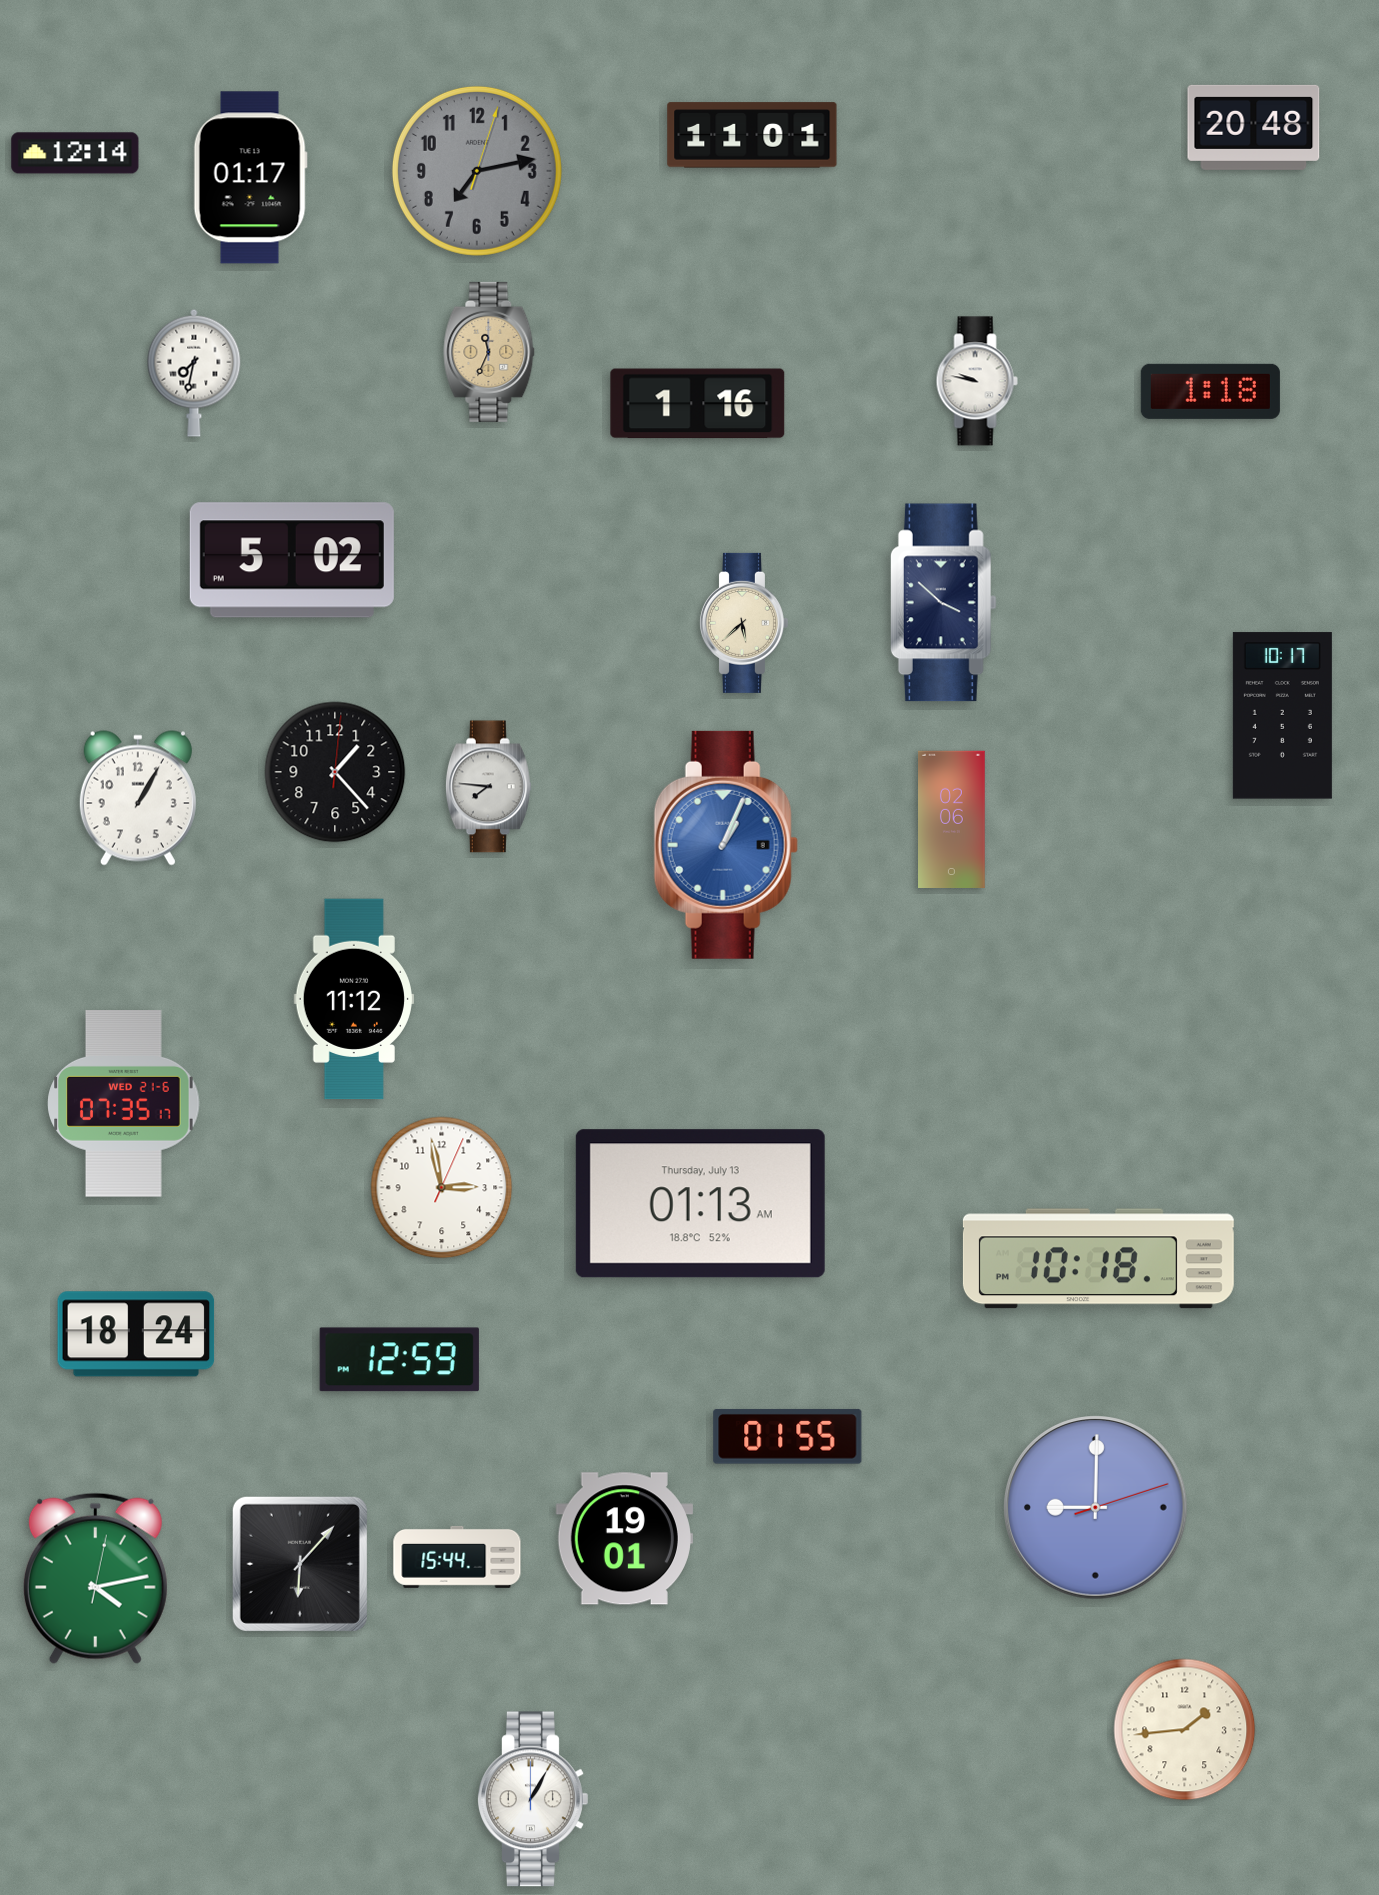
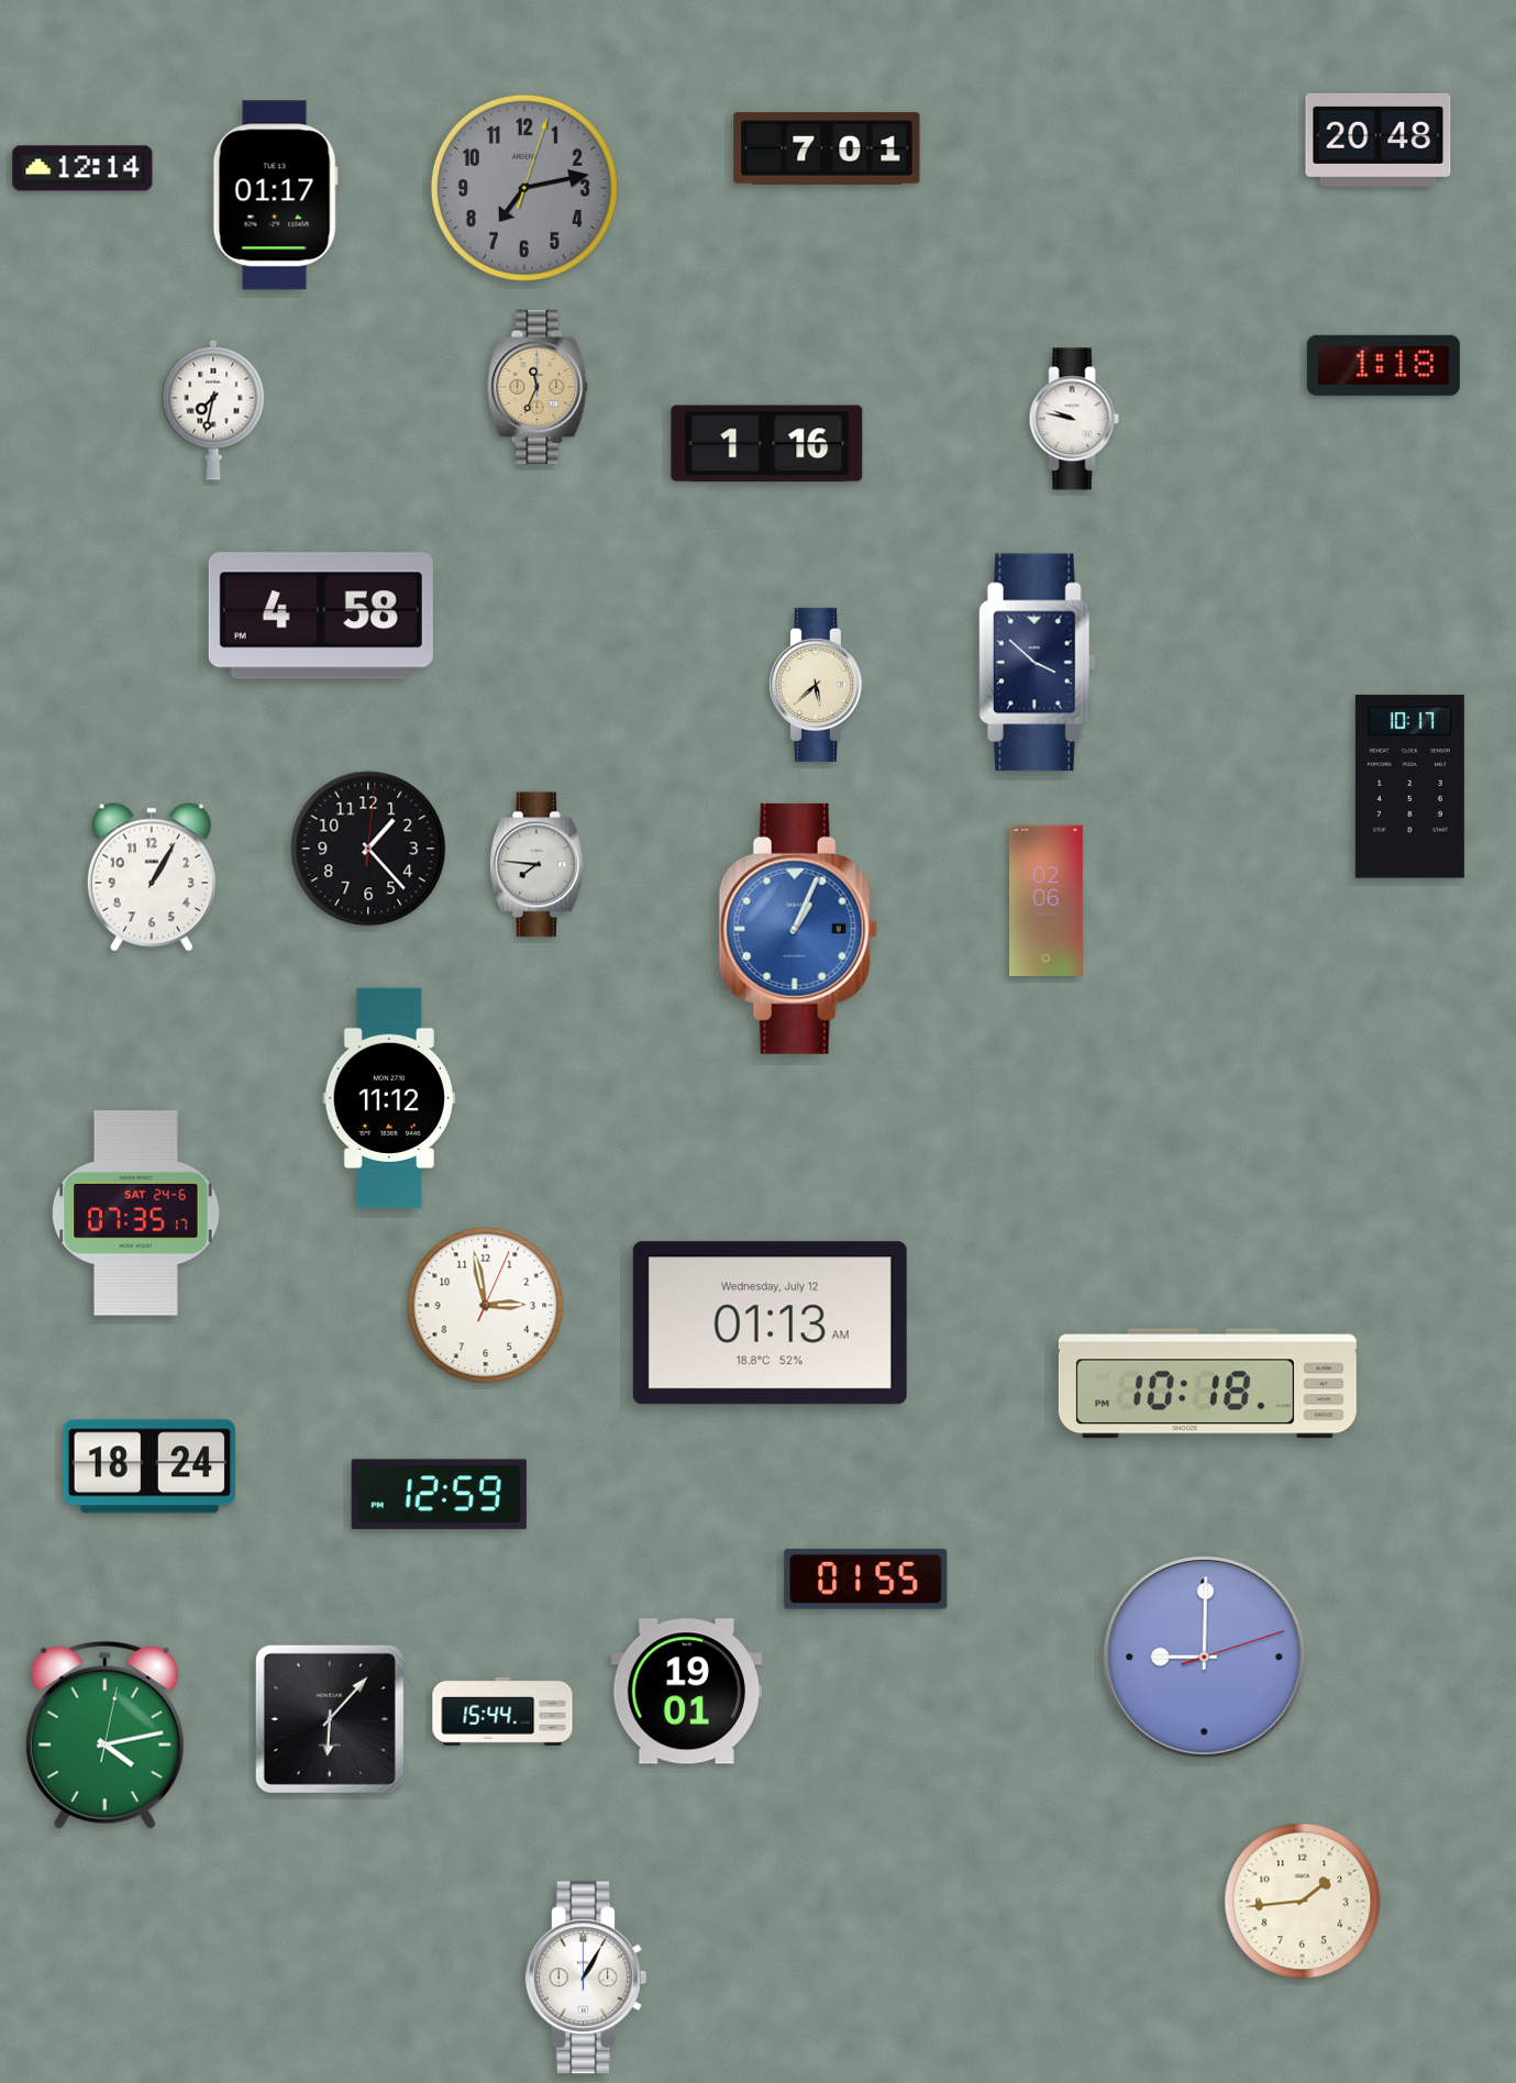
clock at (752, 135): 11:01 -> 7:01
clock at (1210, 391) position: (1210, 391) -> (1383, 365)
clock at (292, 560): 5:02 -> 4:58
clock at (124, 1104) date: WED 21-6 -> SAT 24-6
clock at (700, 1204) date: Thursday, July 13 -> Wednesday, July 12
